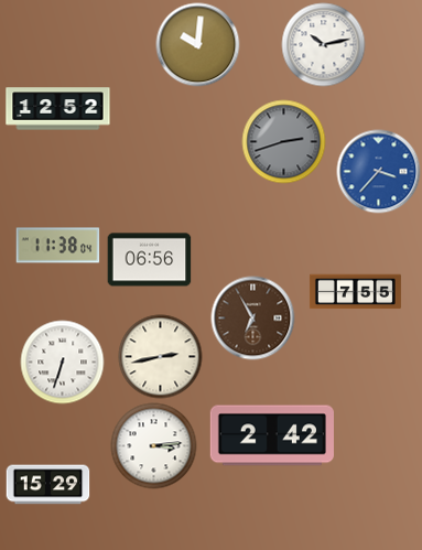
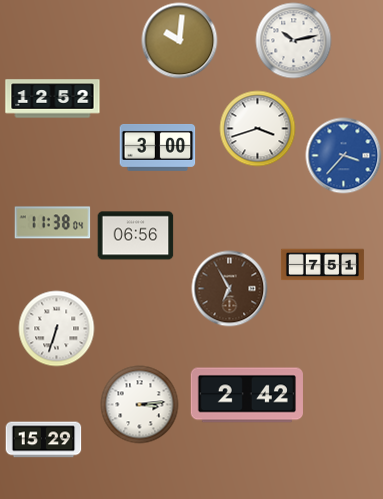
clock at (284, 142): 2:42 -> 3:42
clock at (284, 142) dial: grey -> white
clock at (158, 147): none -> 3:00
clock at (355, 292): 7:55 -> 7:51
clock at (161, 357): 2:43 -> none
